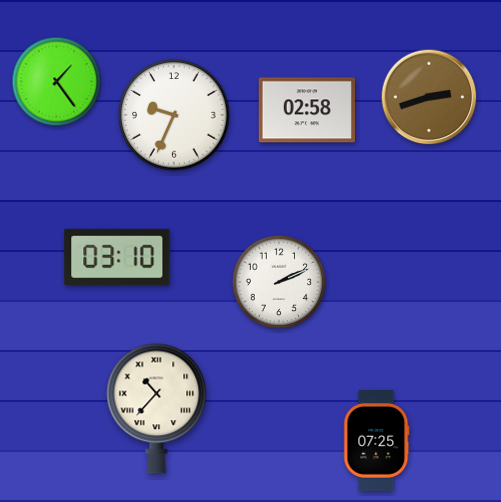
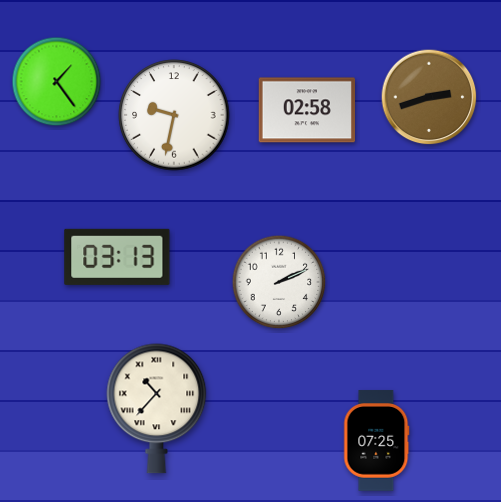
clock at (174, 115): 9:34 -> 9:32
clock at (117, 257): 03:10 -> 03:13
